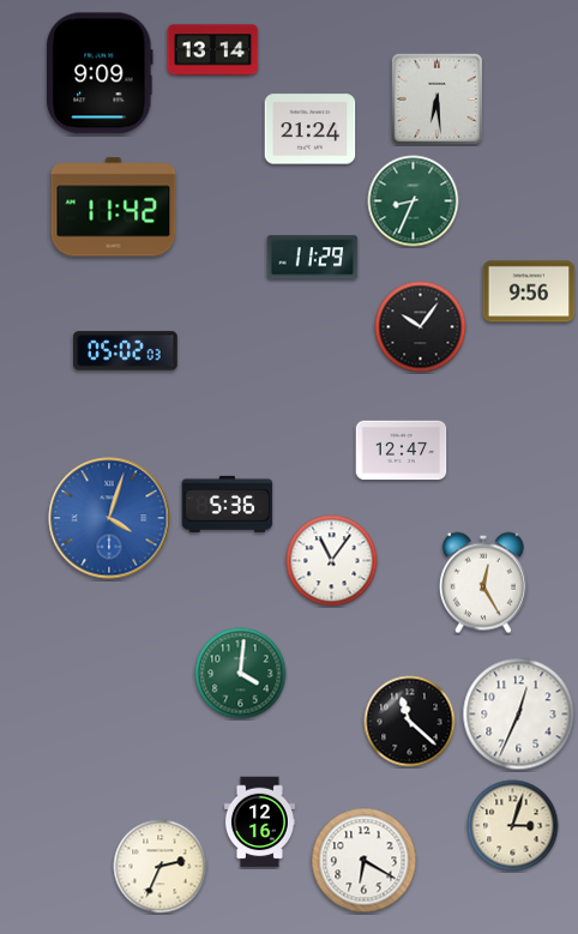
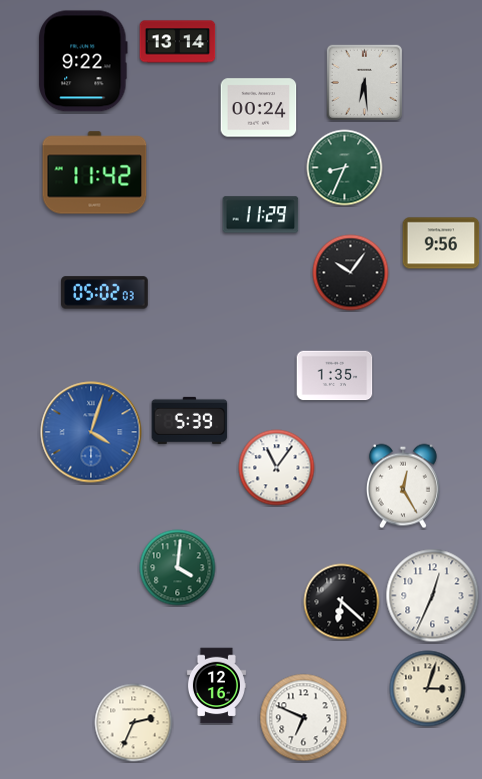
clock at (100, 73): 9:09 -> 9:22
clock at (311, 129): 21:24 -> 00:24
clock at (402, 451): 12:47 -> 1:35
clock at (228, 504): 5:36 -> 5:39
clock at (241, 674) position: (241, 674) -> (178, 568)
clock at (410, 722): 11:22 -> 6:22
clock at (365, 861): 6:20 -> 6:49
